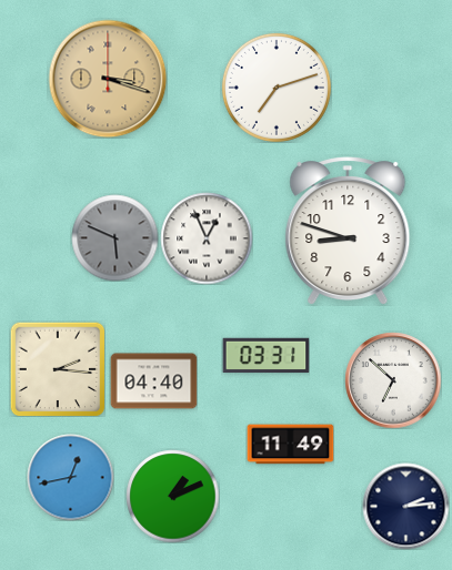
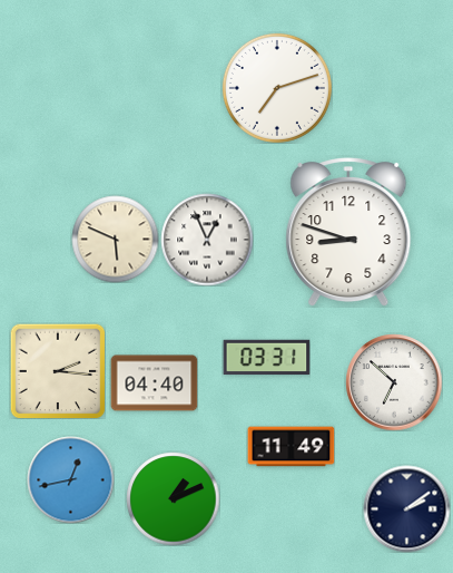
clock at (108, 79): 3:18 -> none
clock at (114, 237) dial: grey -> cream
clock at (405, 506): 2:14 -> 2:09
